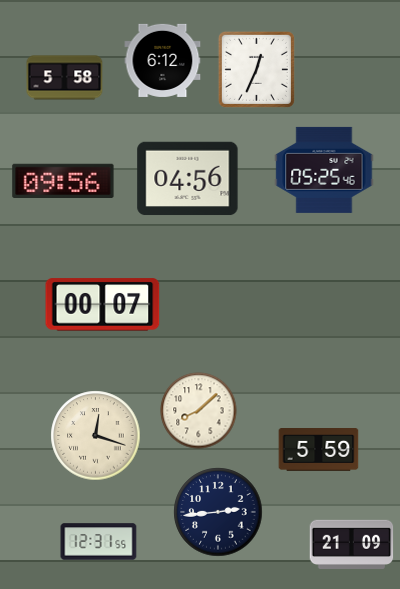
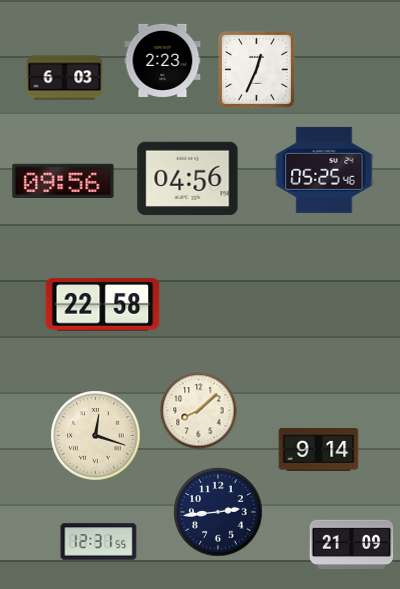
clock at (163, 60): 6:12 -> 2:23
clock at (65, 78): 5:58 -> 6:03
clock at (103, 305): 00:07 -> 22:58
clock at (319, 450): 5:59 -> 9:14
